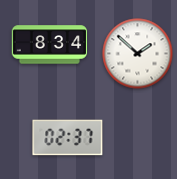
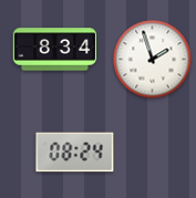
clock at (138, 54): 1:52 -> 1:57
clock at (68, 138): 02:37 -> 08:24
